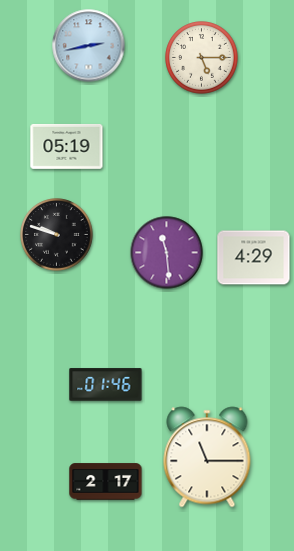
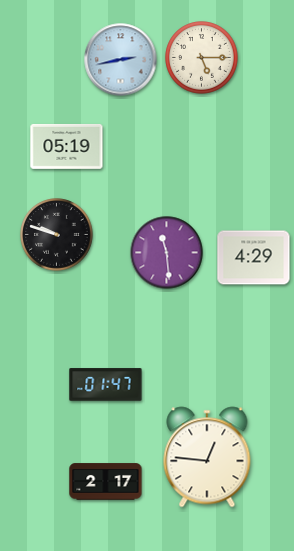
clock at (89, 46) position: (89, 46) -> (121, 60)
clock at (106, 385): 01:46 -> 01:47
clock at (207, 457): 11:15 -> 12:46
